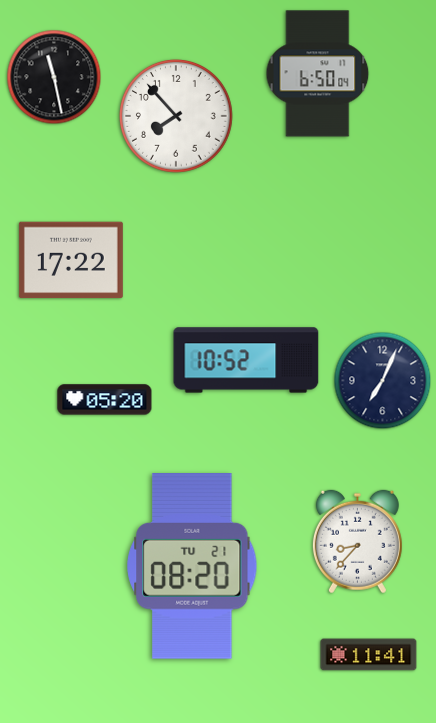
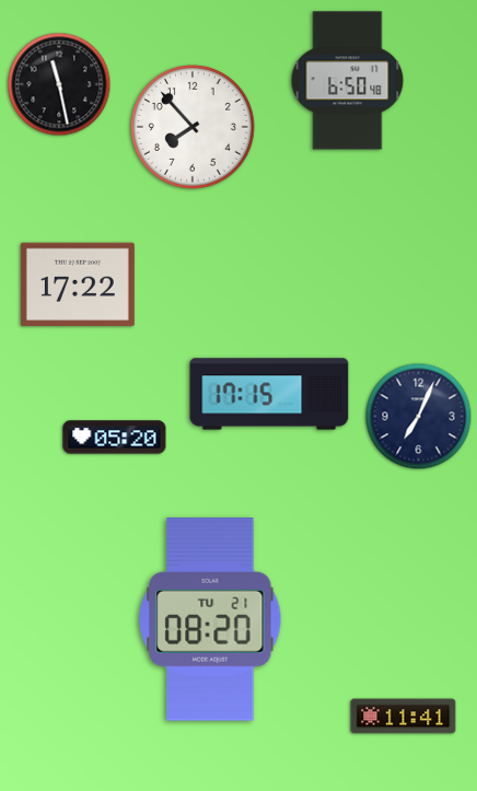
clock at (318, 74): 6:50:04 -> 6:50:48
clock at (246, 360): 10:52 -> 17:15
clock at (357, 542): 8:37 -> none
